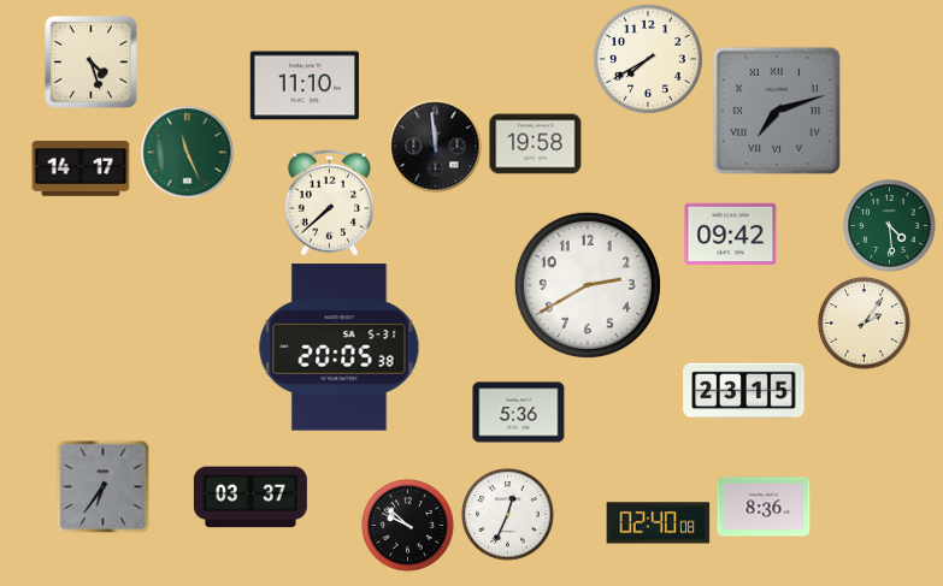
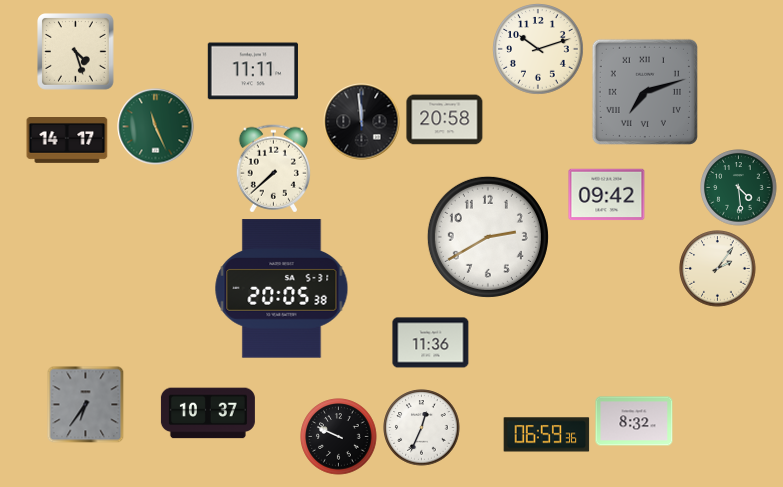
clock at (649, 60): 7:40 -> 10:12
clock at (305, 85): 11:10 -> 11:11
clock at (536, 144): 19:58 -> 20:58
clock at (744, 391): 23:15 -> none
clock at (519, 413): 5:36 -> 11:36
clock at (251, 497): 03:37 -> 10:37
clock at (764, 507): 8:36 -> 8:32
clock at (659, 523): 02:40 -> 06:59
clock at (408, 526): 9:52 -> 9:49
